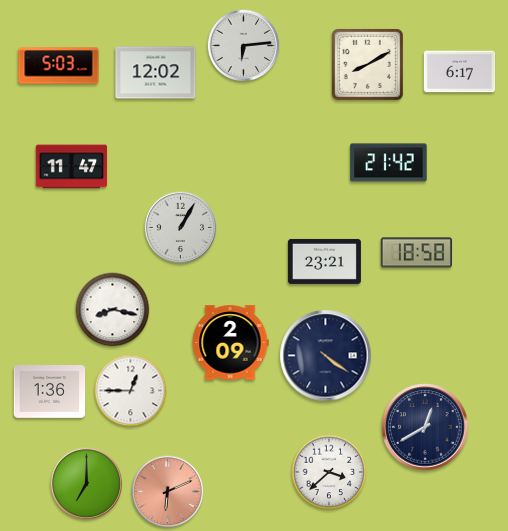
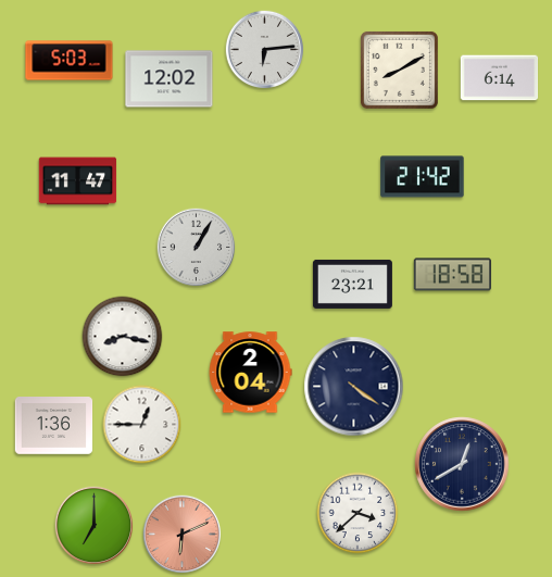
clock at (59, 66) position: (59, 66) -> (70, 61)
clock at (460, 72): 6:17 -> 6:14
clock at (230, 343): 2:09 -> 2:04
